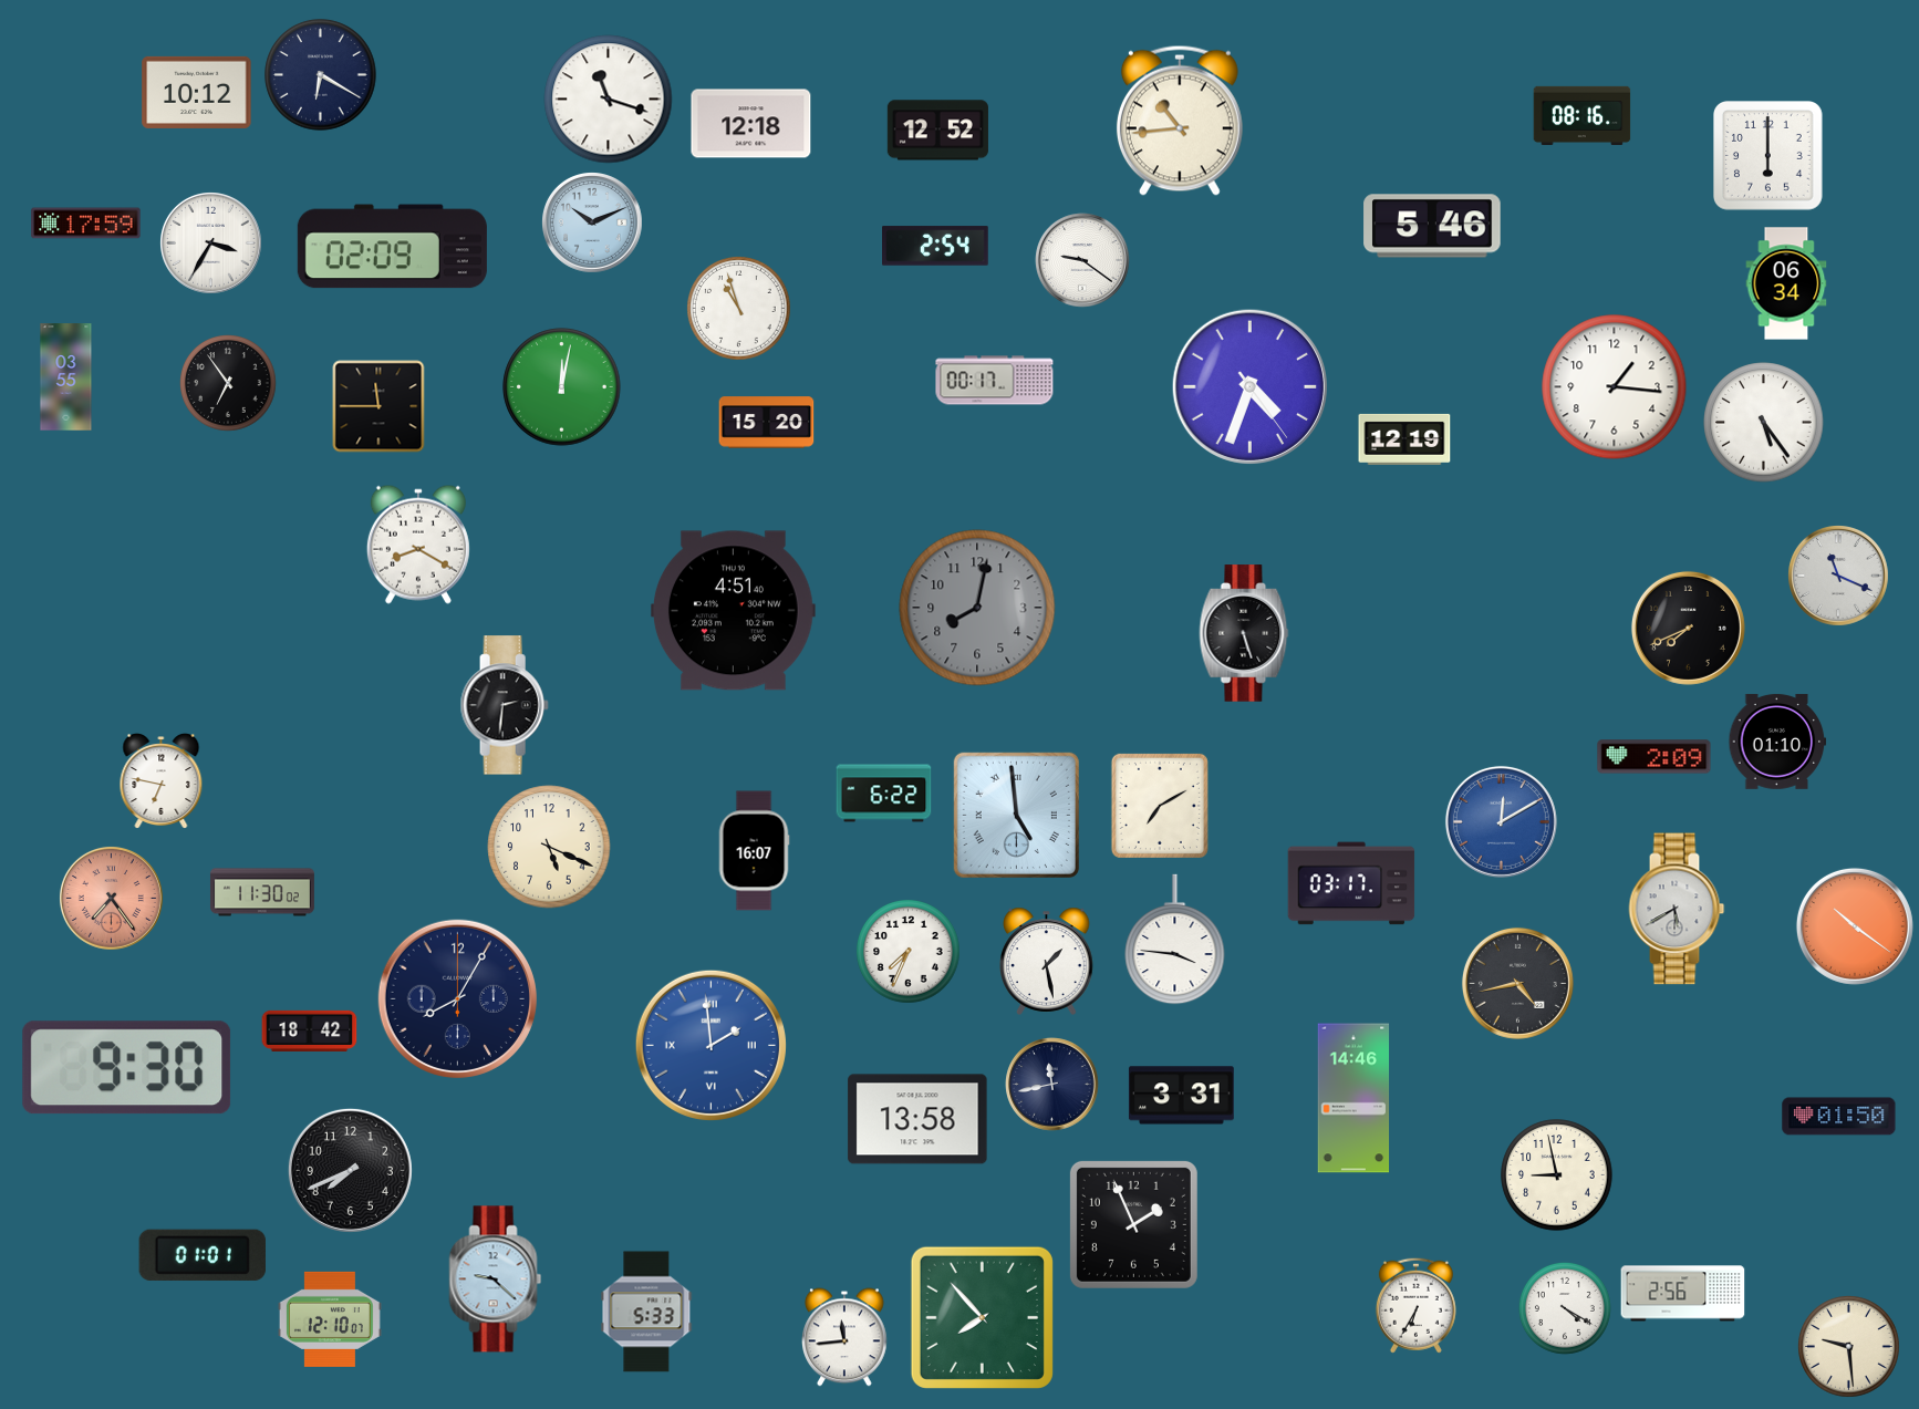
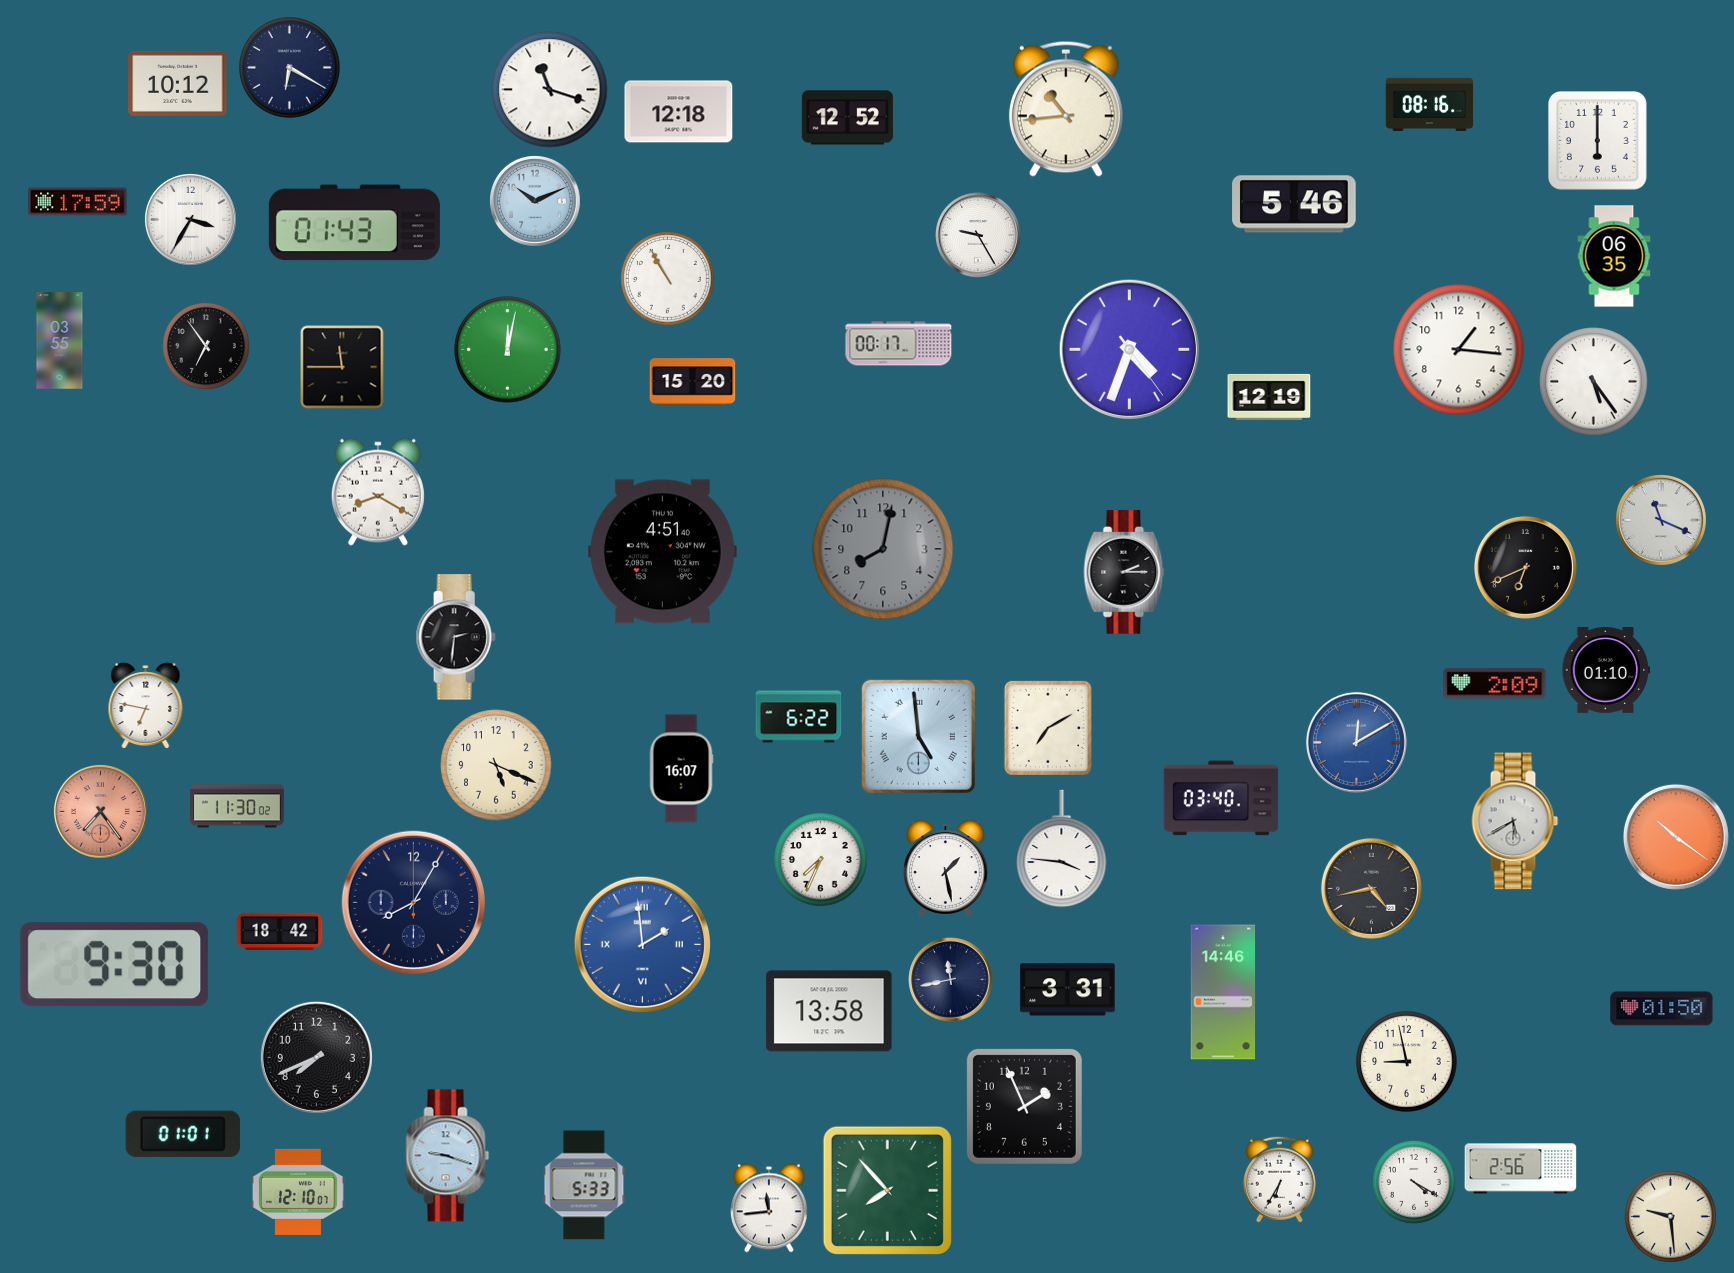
clock at (936, 246): 2:54 -> none
clock at (392, 247): 02:09 -> 01:43
clock at (1082, 260): 9:21 -> 9:25
clock at (1786, 283): 06:34 -> 06:35
clock at (739, 309): 10:57 -> 10:55
clock at (1688, 628): 7:41 -> 6:41
clock at (1244, 633): 5:27 -> 2:15
clock at (1351, 883): 03:17 -> 03:40
clock at (496, 1280): 9:22 -> 9:18
clock at (846, 1337) position: (846, 1337) -> (770, 1208)
